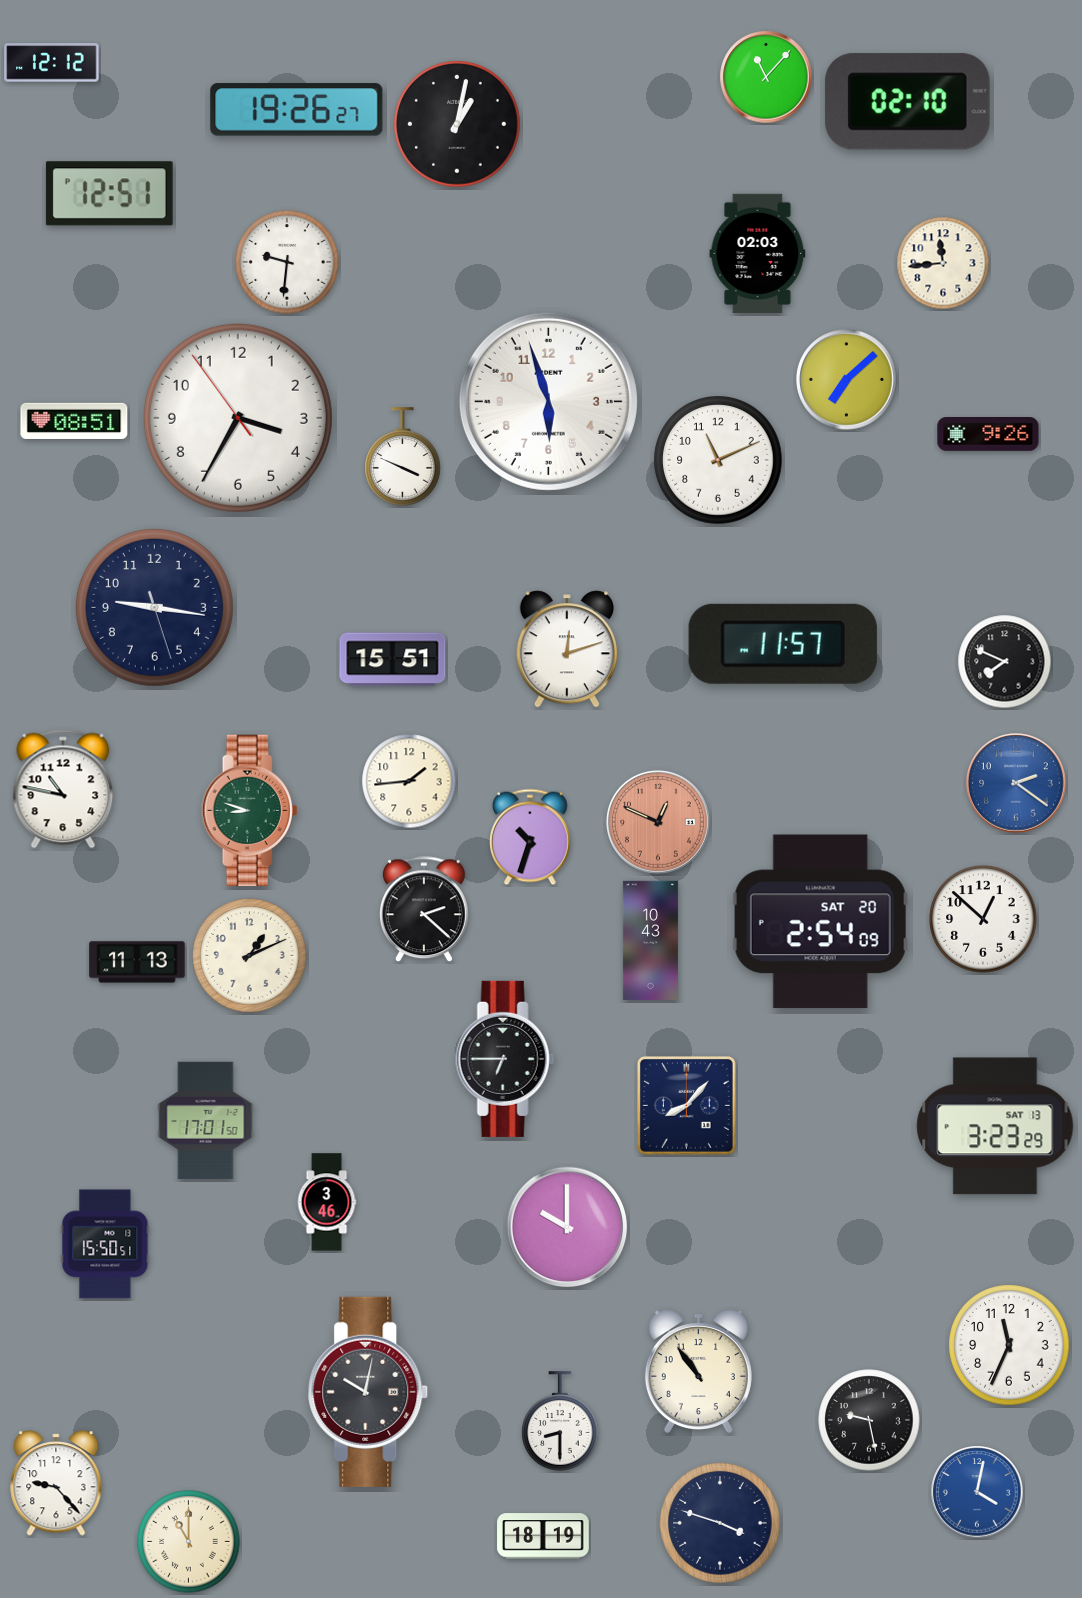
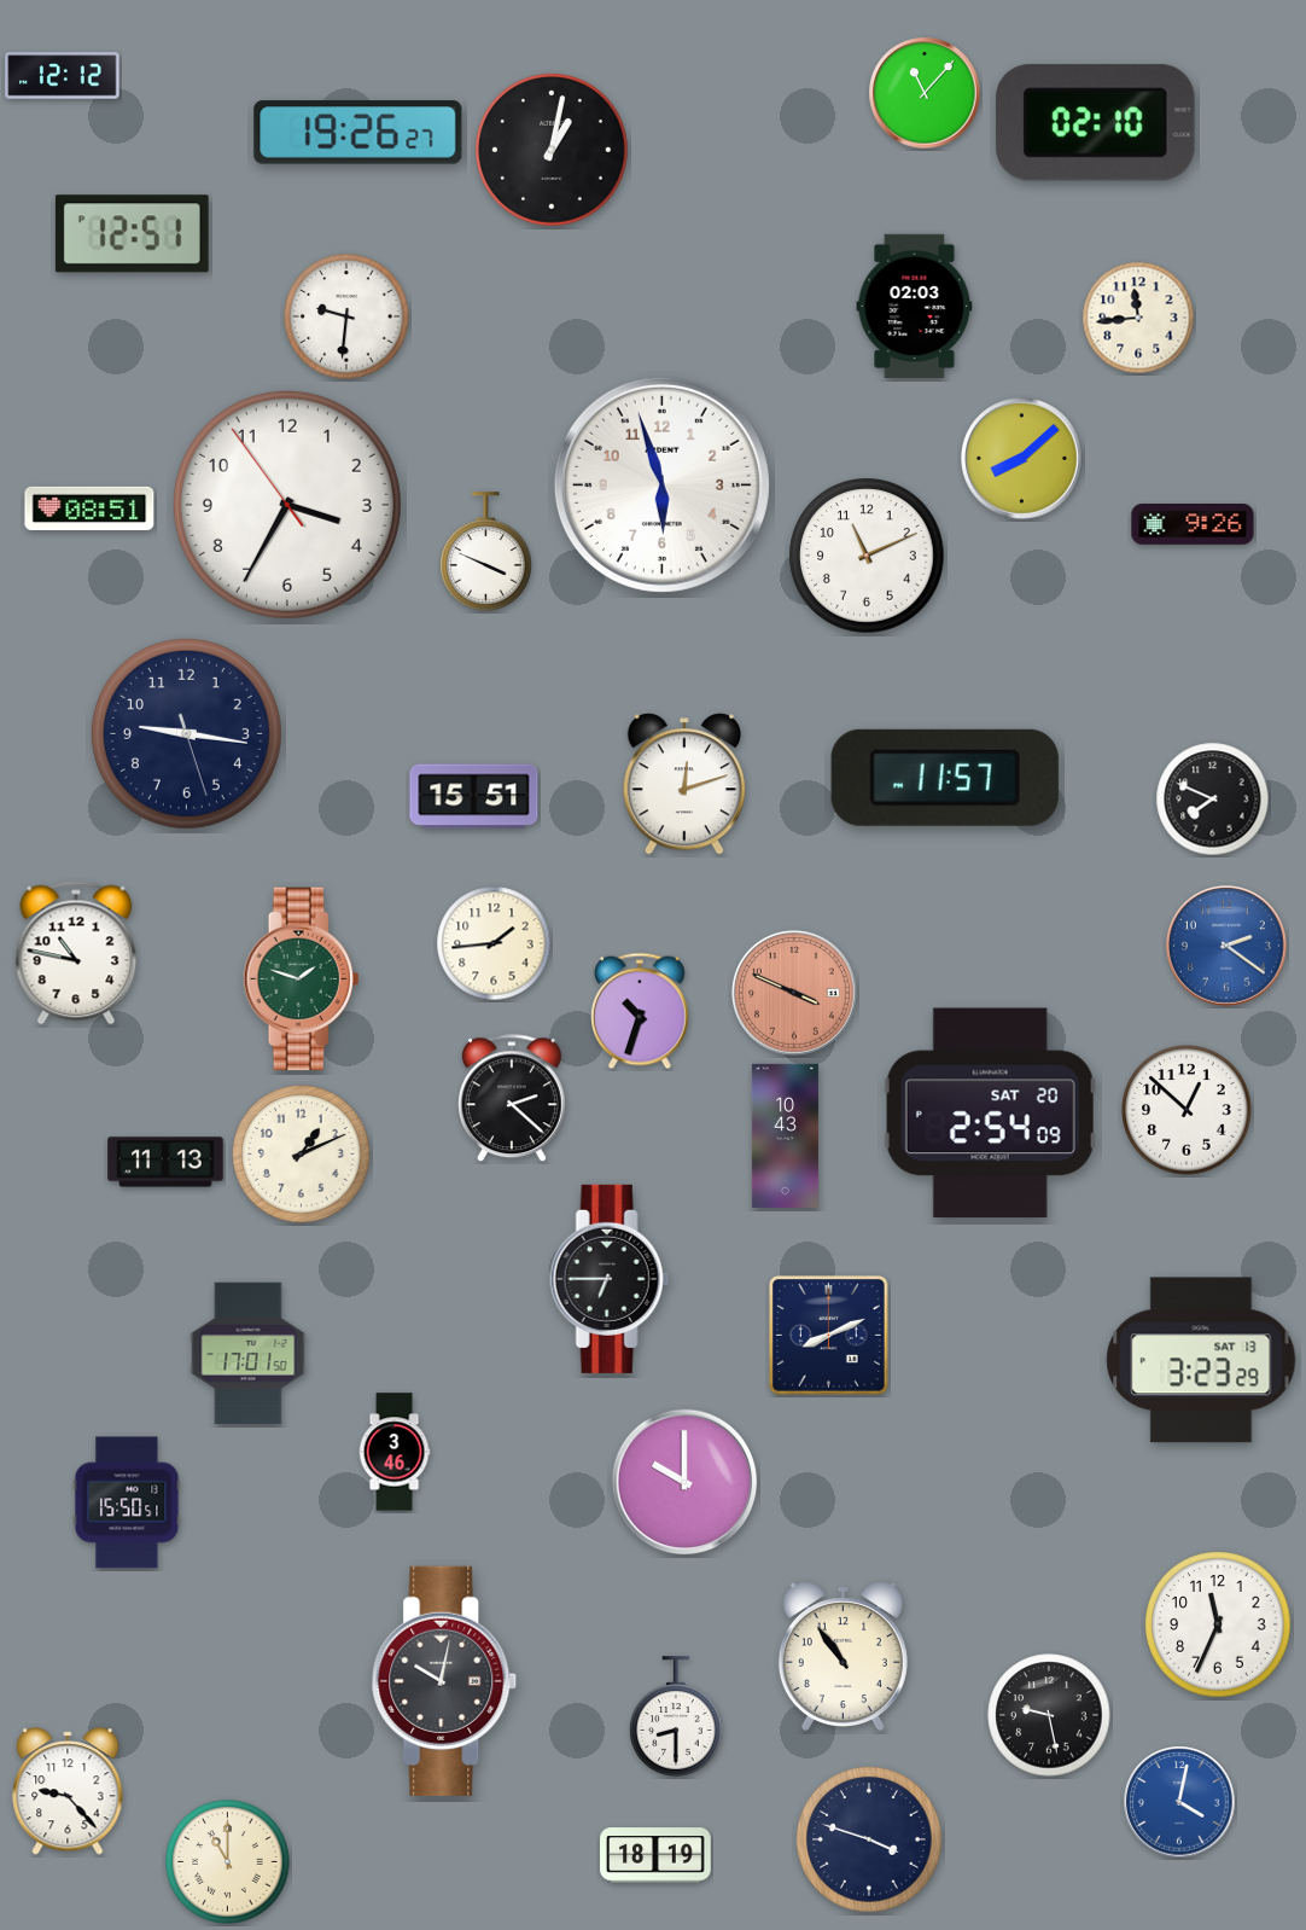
clock at (847, 380): 7:08 -> 8:08
clock at (250, 811): 8:48 -> 1:48
clock at (658, 822): 12:49 -> 3:49
clock at (687, 1106): 8:07 -> 8:11
